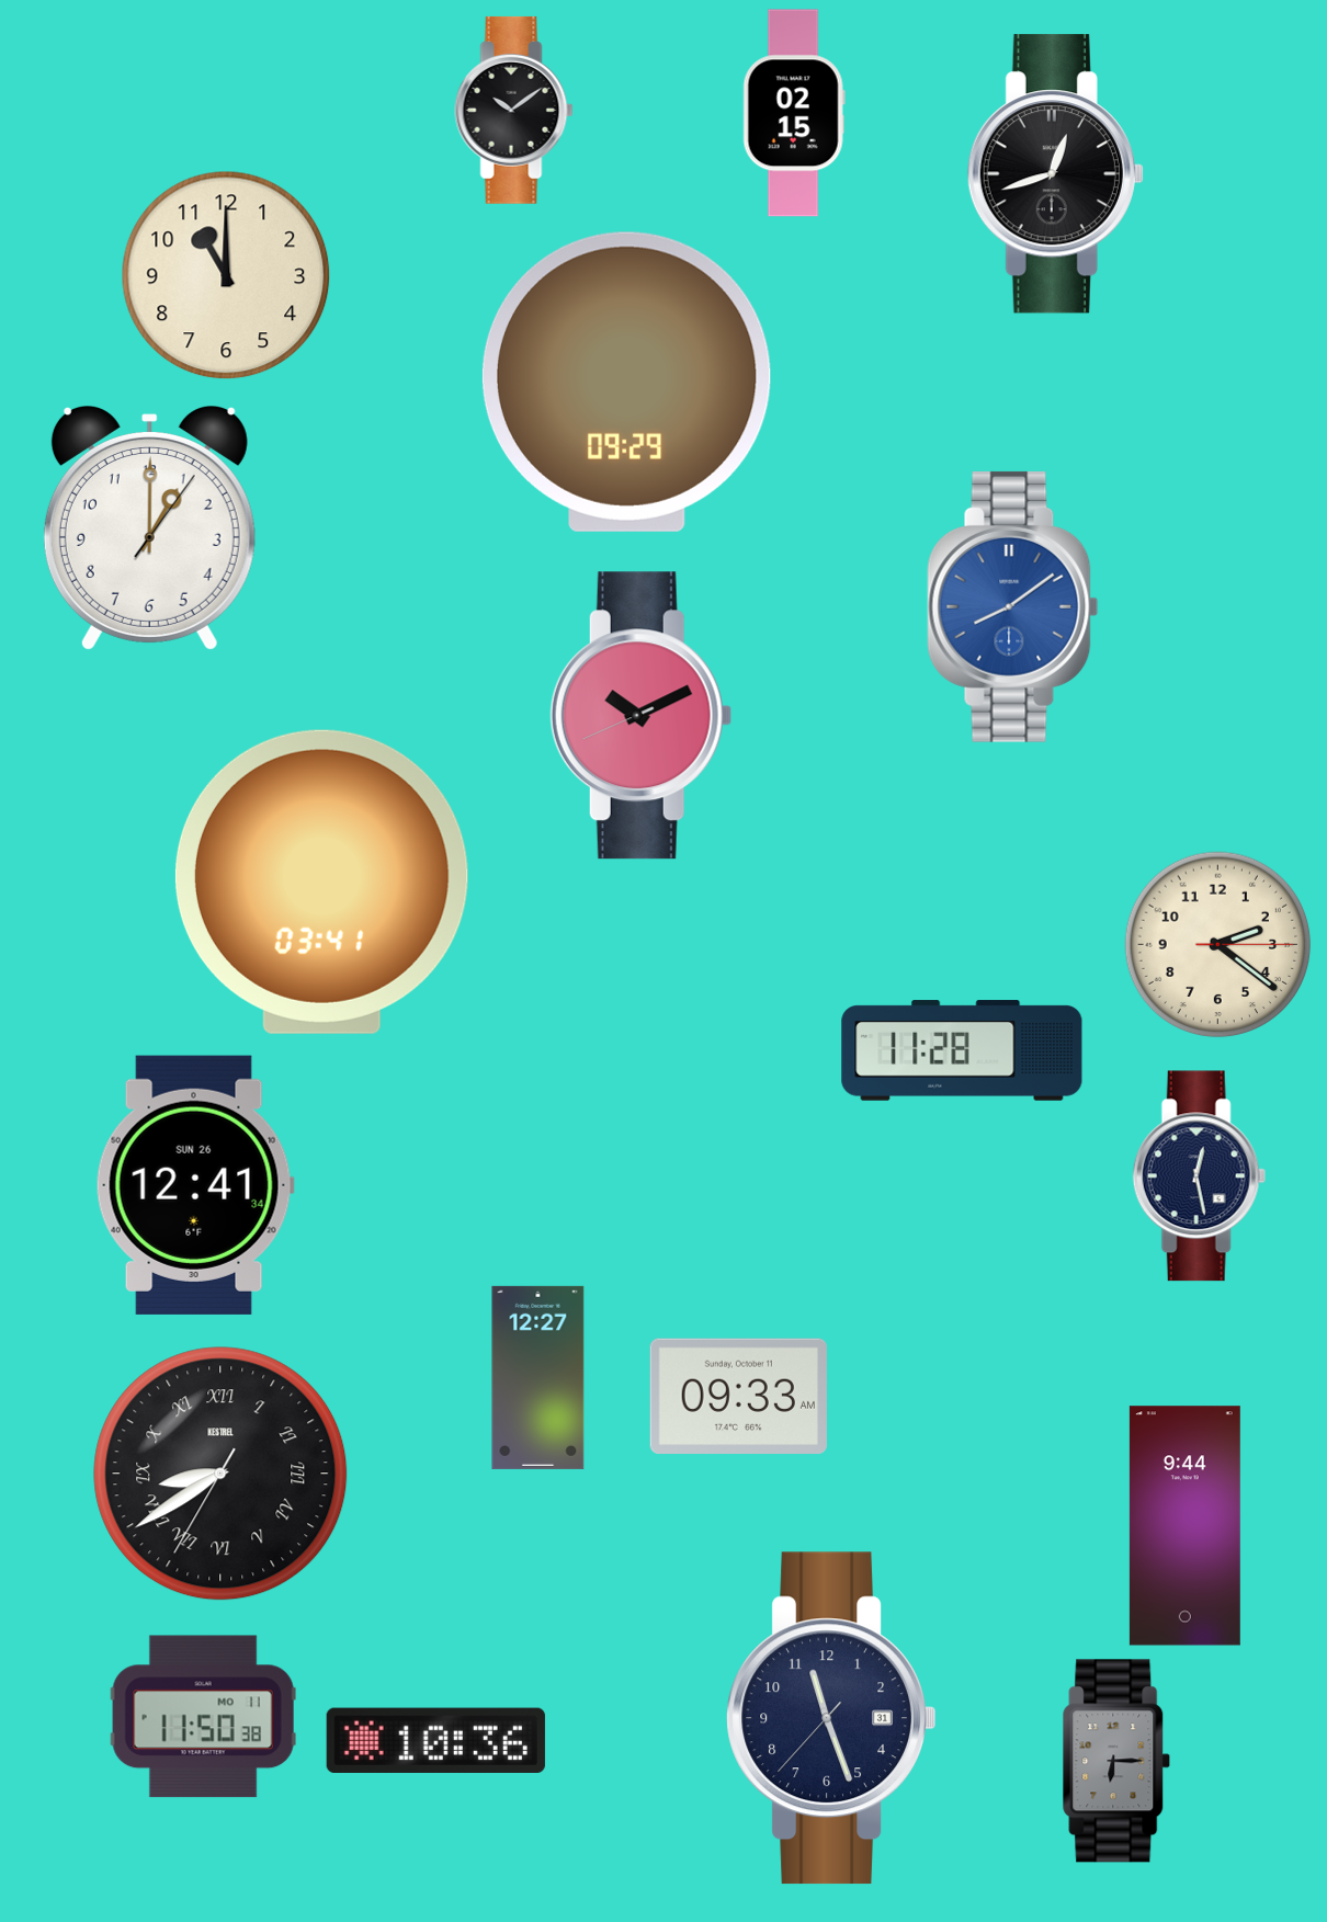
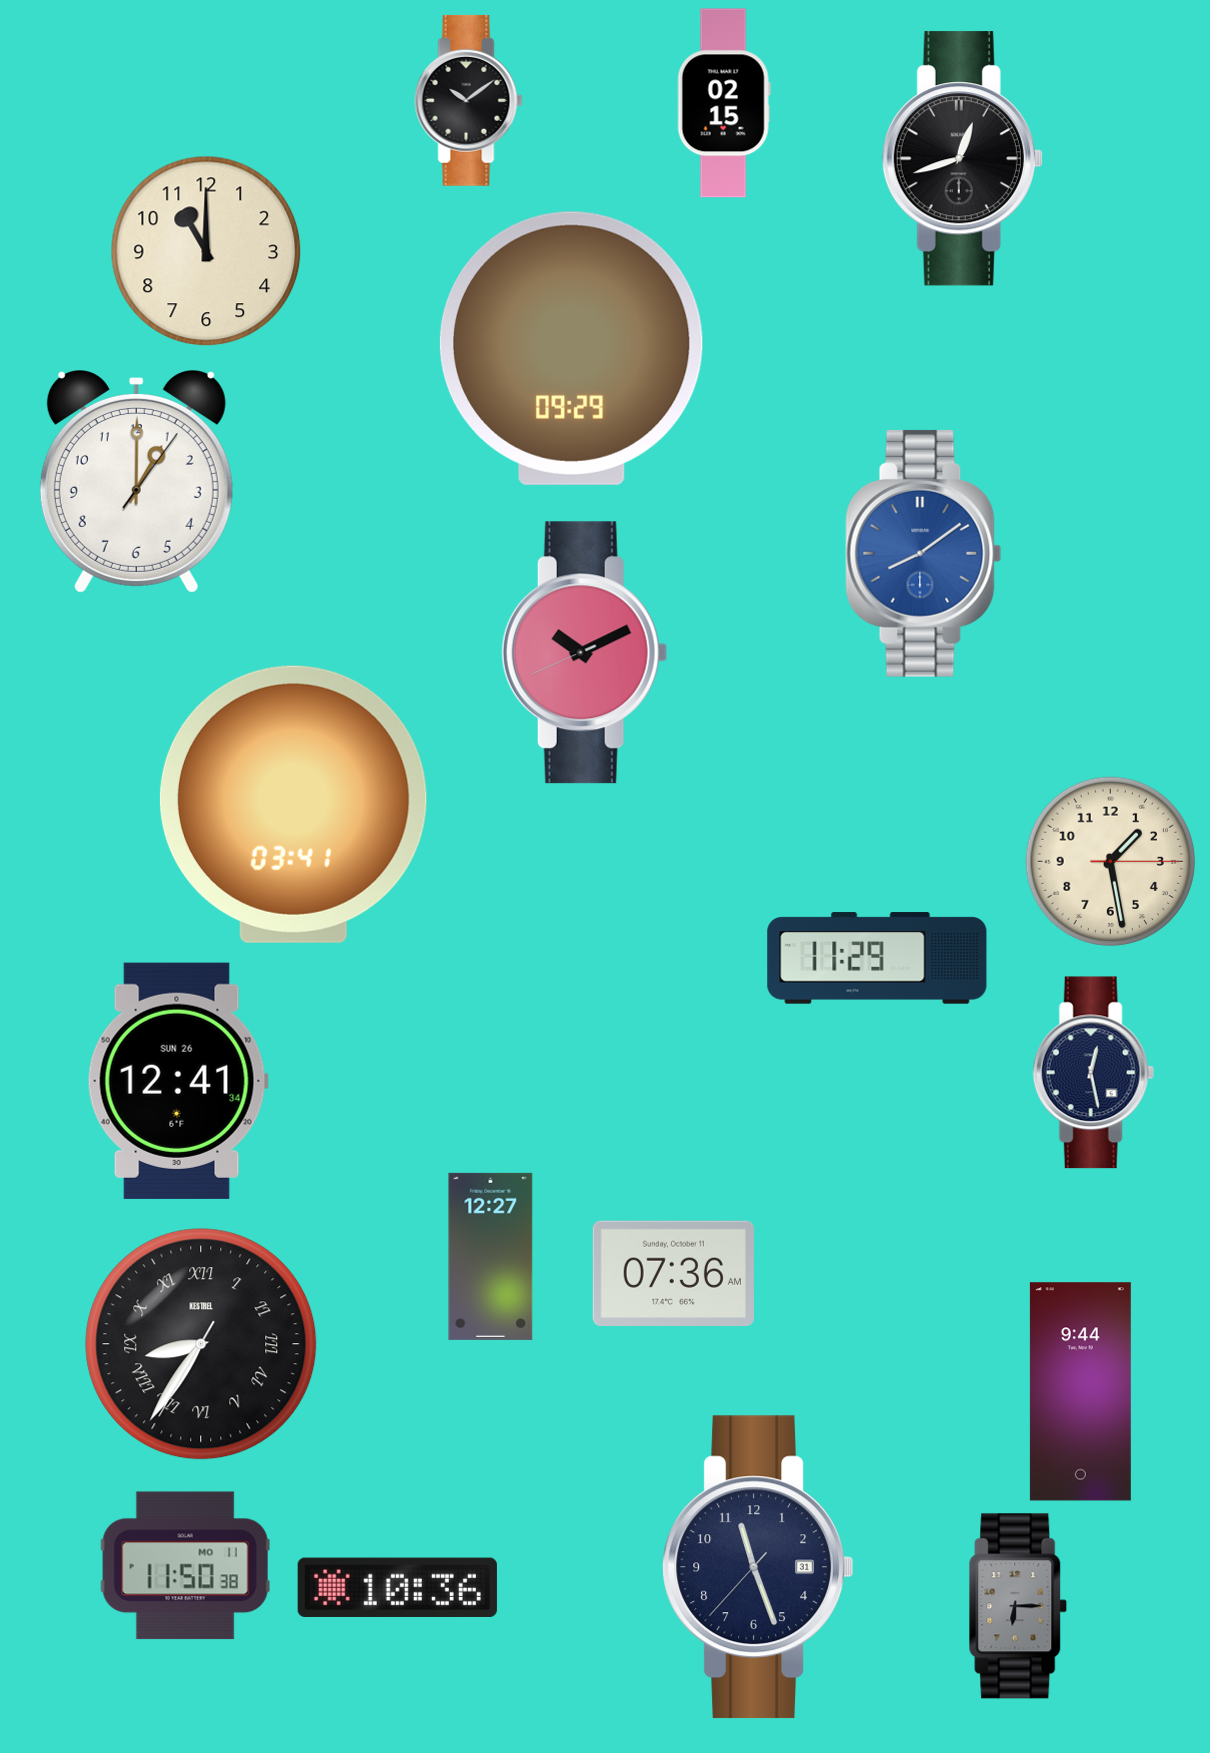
clock at (1218, 945): 2:21 -> 1:28
clock at (962, 1050): 11:28 -> 11:29
clock at (738, 1397): 09:33 -> 07:36
clock at (220, 1474): 8:39 -> 8:35
